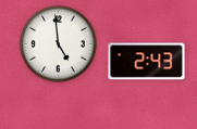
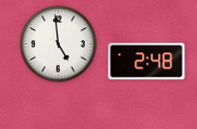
clock at (147, 62): 2:43 -> 2:48
